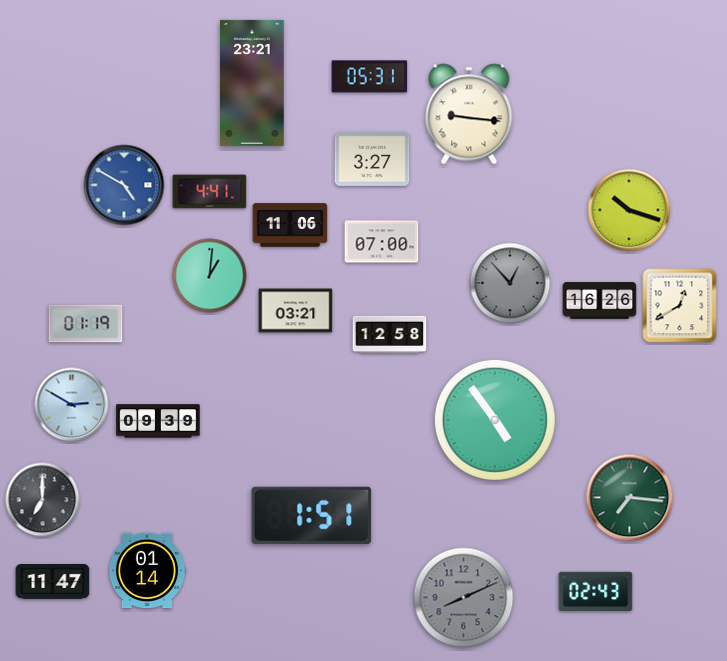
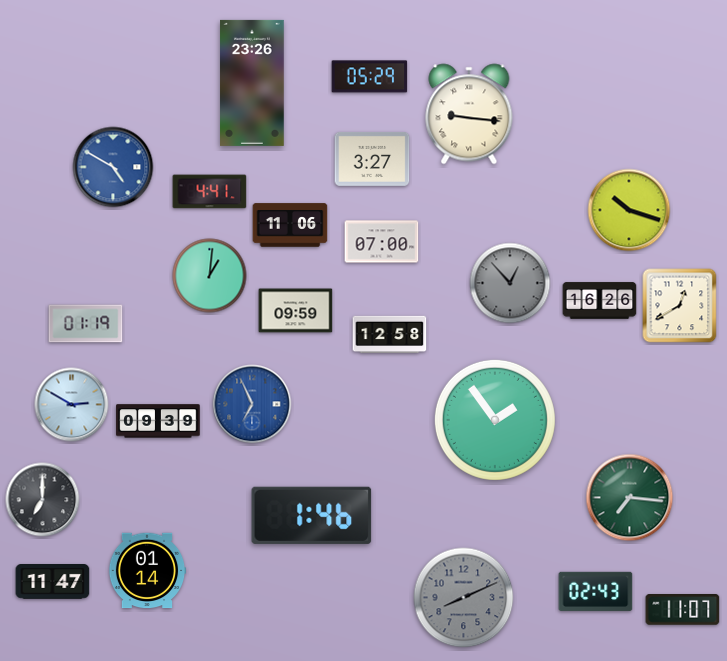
clock at (370, 77): 05:31 -> 05:29
clock at (252, 83): 23:21 -> 23:26
clock at (124, 185) position: (124, 185) -> (113, 167)
clock at (296, 311): 03:21 -> 09:59
clock at (252, 404): none -> 6:56
clock at (495, 420): 4:54 -> 1:54
clock at (312, 515): 1:51 -> 1:46
clock at (683, 610): none -> 11:07
